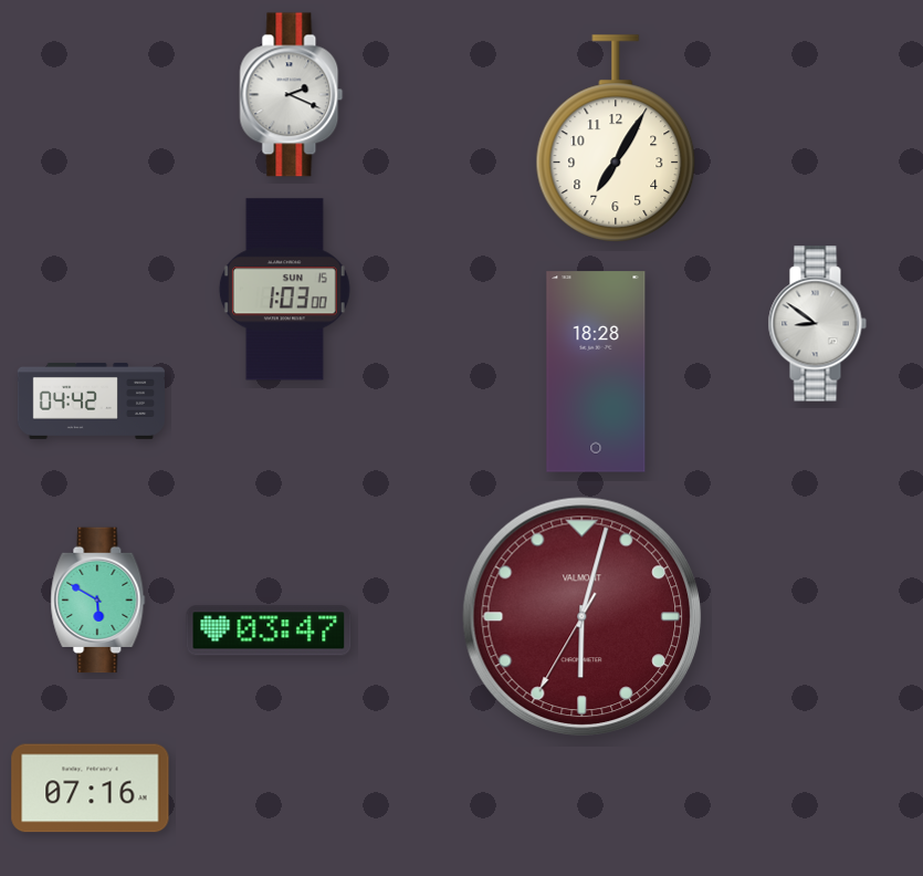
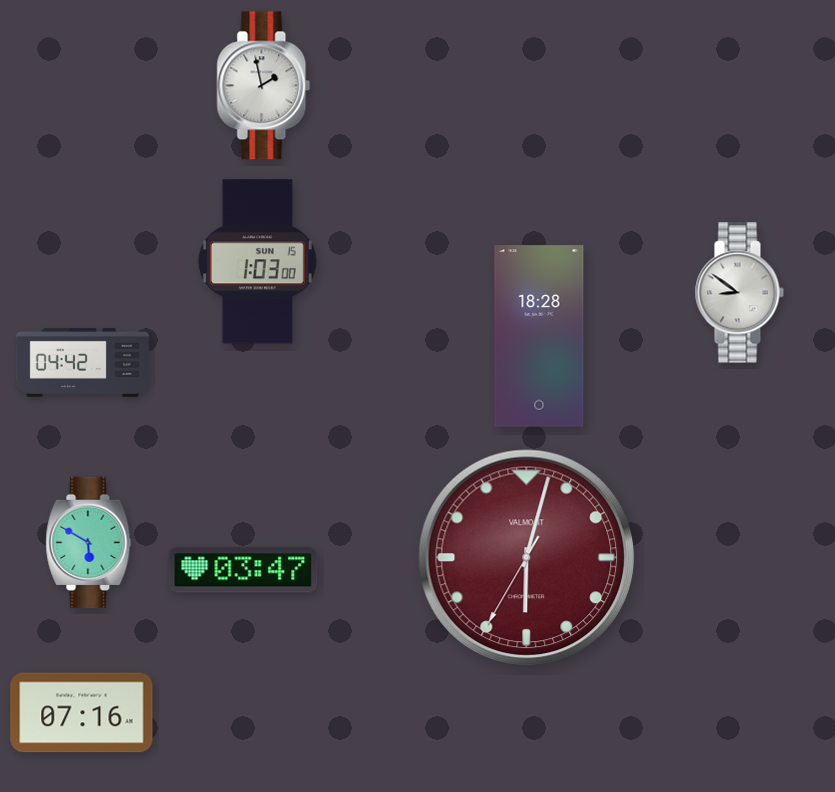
clock at (292, 95): 2:19 -> 1:58
clock at (616, 138): 7:05 -> none
